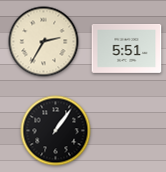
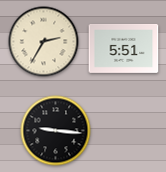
clock at (127, 48) position: (127, 48) -> (124, 48)
clock at (56, 131): 1:06 -> 9:16
